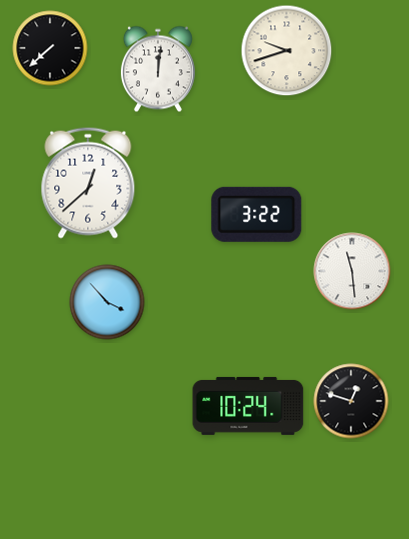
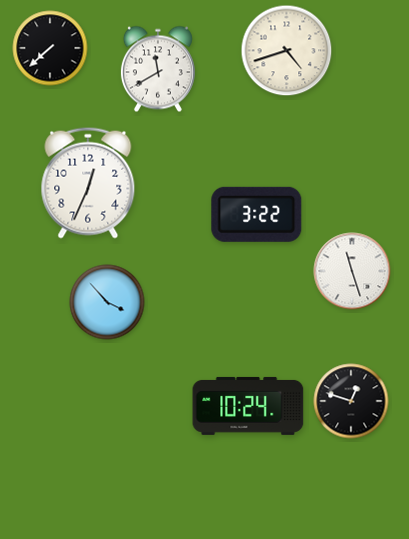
clock at (287, 51): 9:42 -> 4:42
clock at (158, 69): 12:01 -> 11:40
clock at (88, 183): 12:38 -> 12:34
clock at (352, 271): 11:29 -> 11:27
